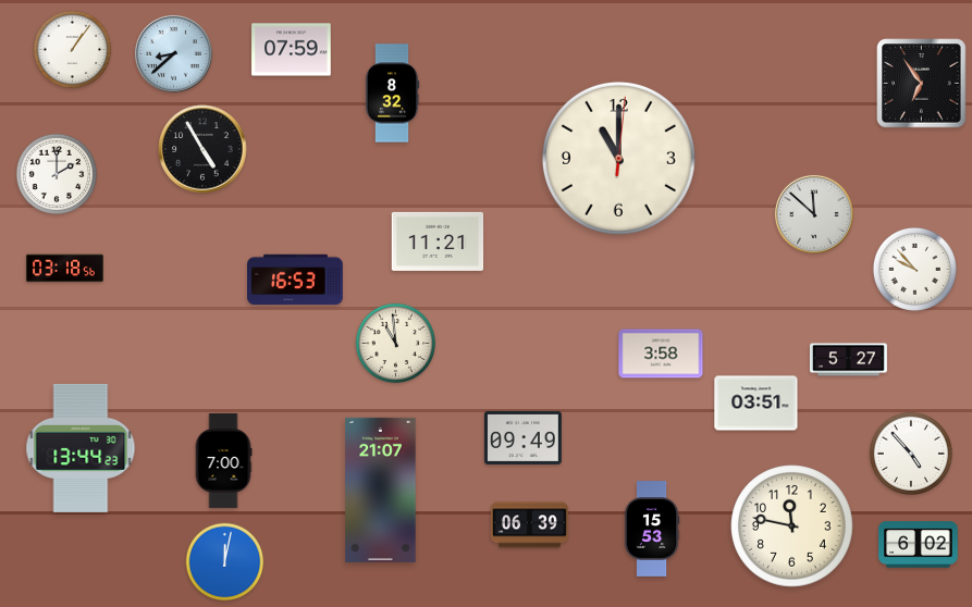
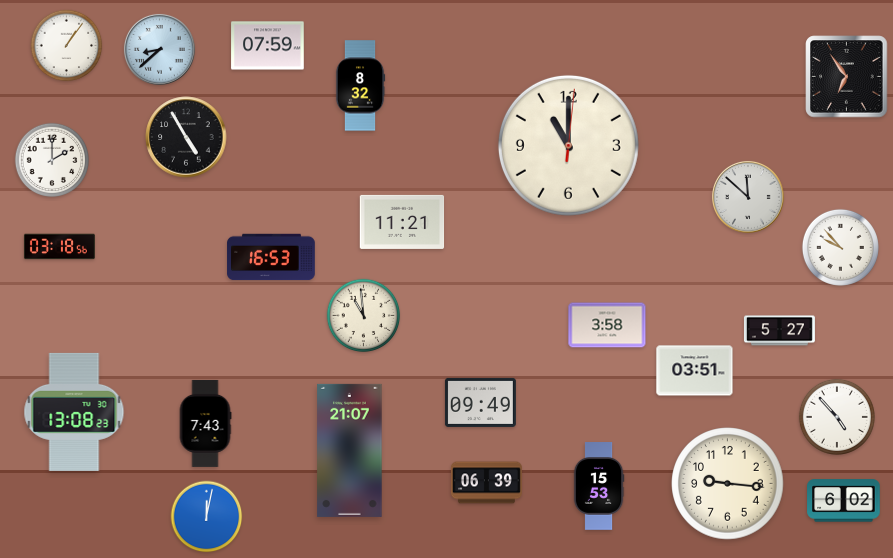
clock at (81, 448): 13:44 -> 13:08
clock at (223, 460): 7:00 -> 7:43
clock at (792, 527): 11:47 -> 9:16
